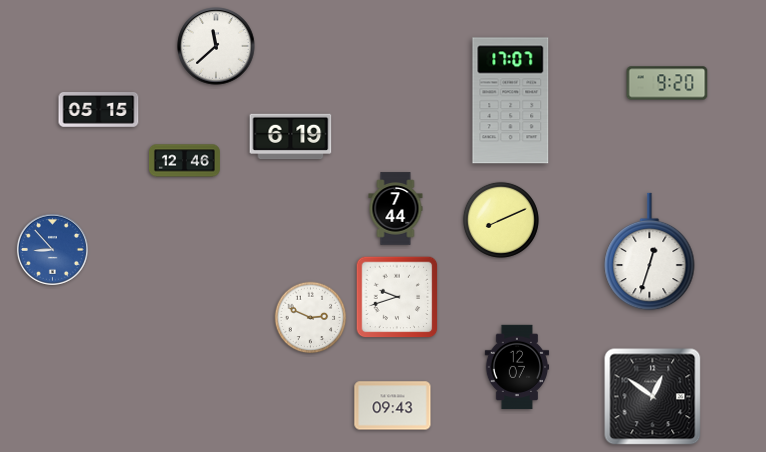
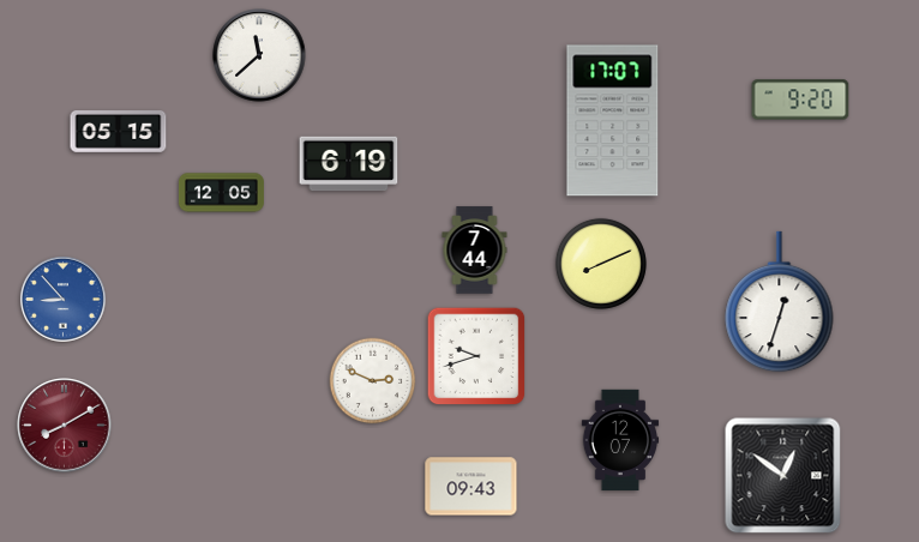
clock at (184, 161): 12:46 -> 12:05
clock at (65, 426): none -> 8:10
